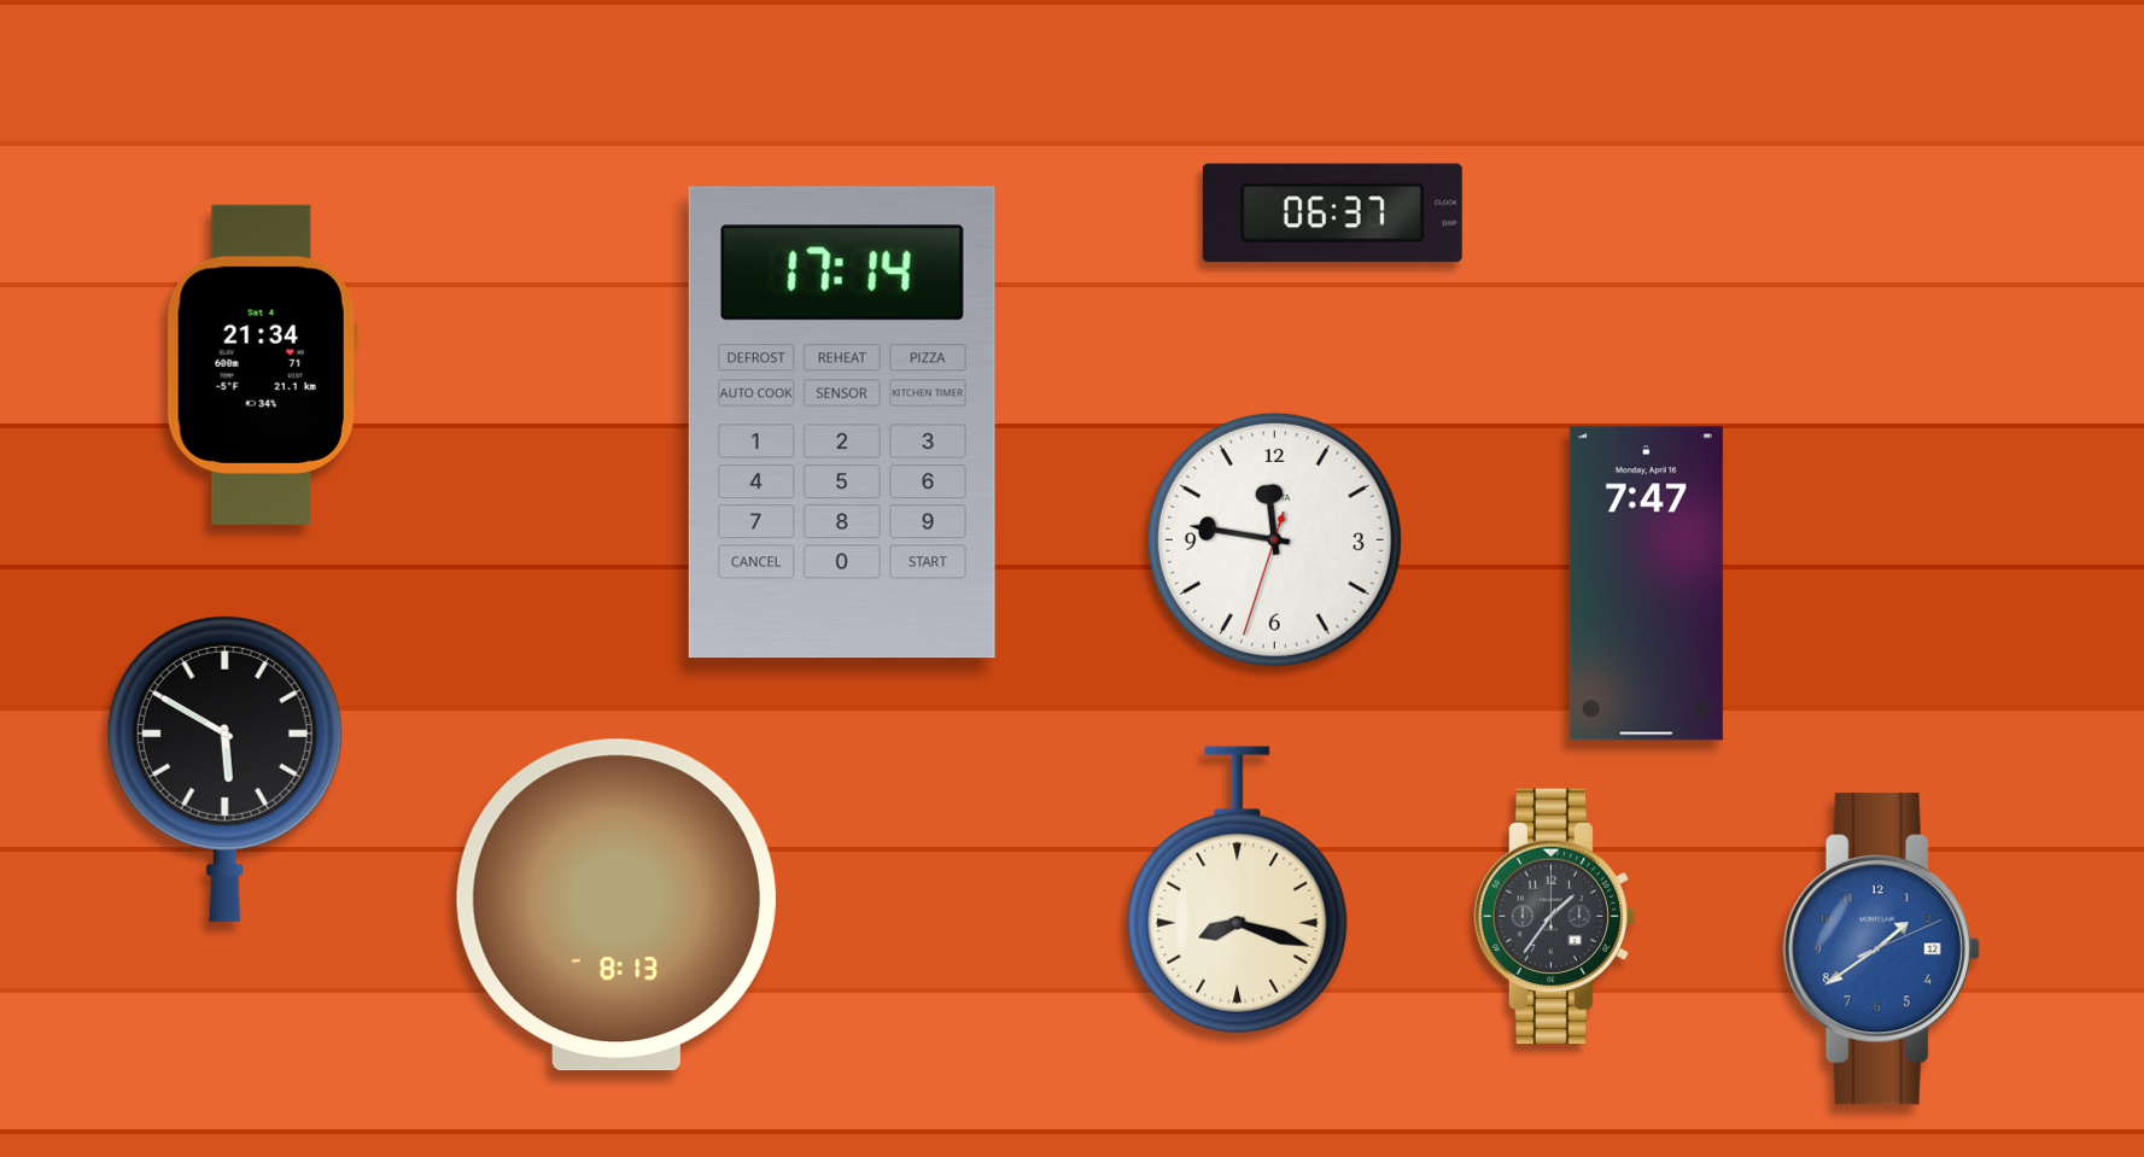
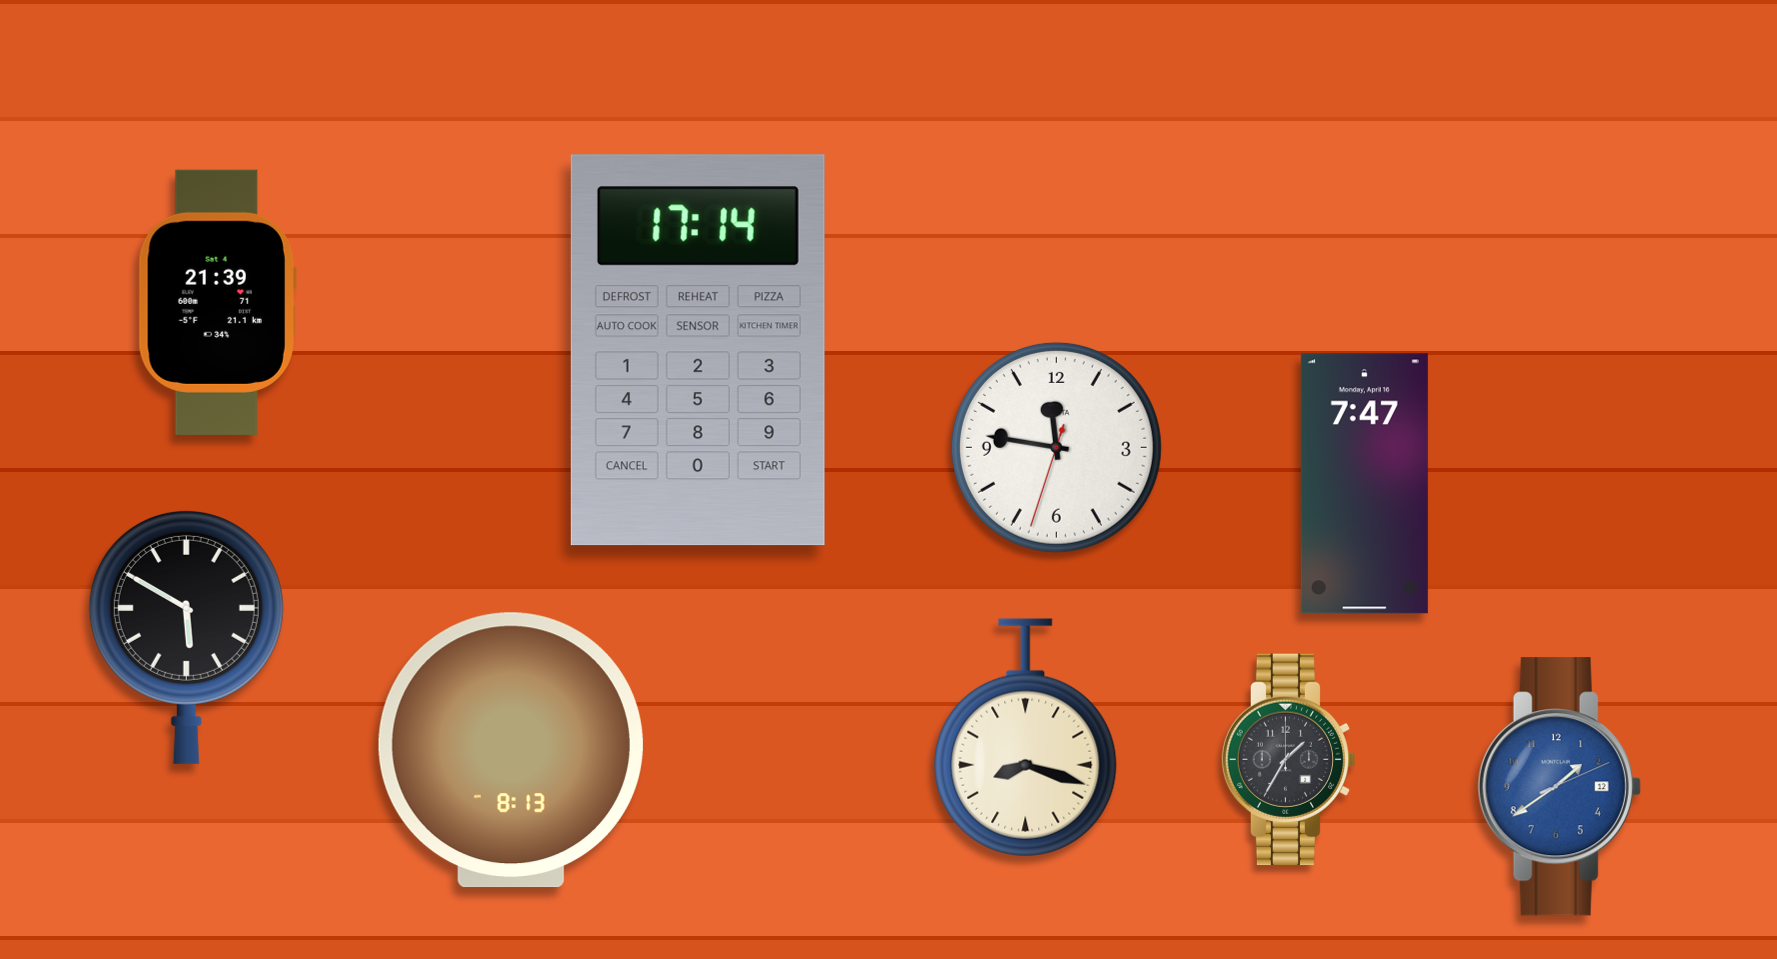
clock at (1332, 214): 06:37 -> none
clock at (262, 364): 21:34 -> 21:39
clock at (1555, 917): 1:36 -> 1:35
